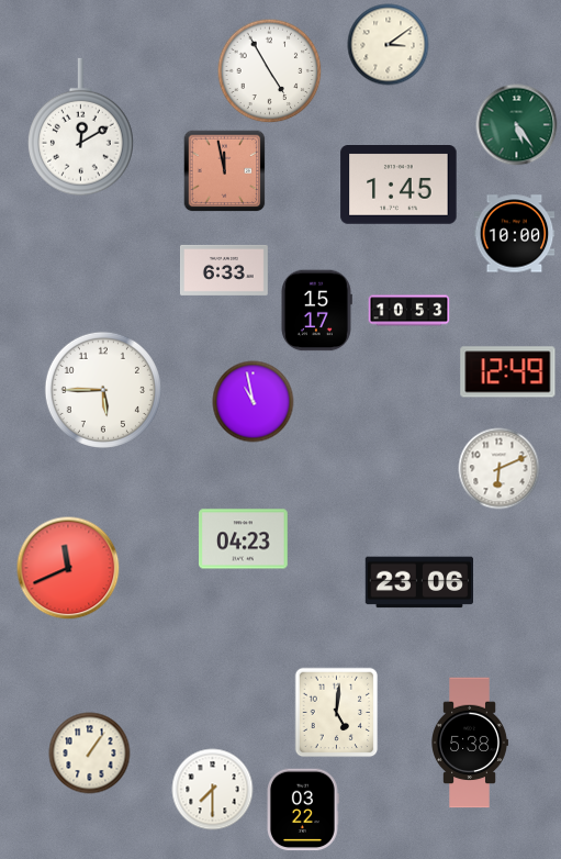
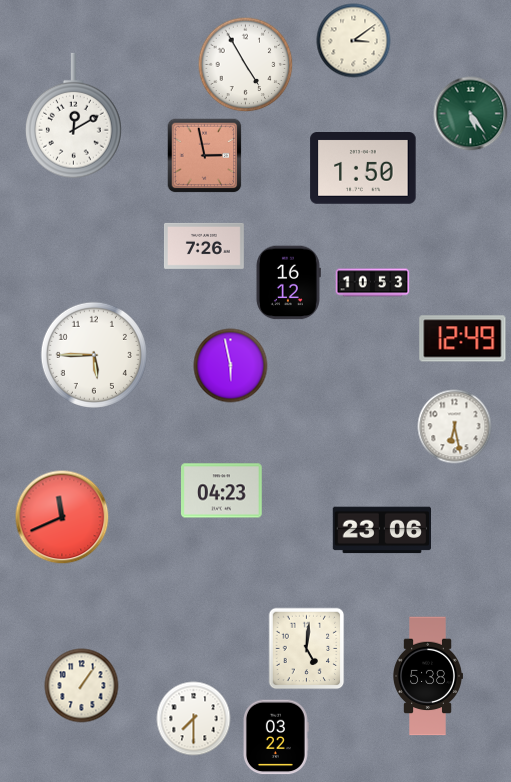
clock at (225, 171): 11:58 -> 2:58
clock at (399, 186): 1:45 -> 1:50
clock at (515, 234): 10:00 -> none
clock at (224, 270): 6:33 -> 7:26
clock at (316, 311): 15:17 -> 16:12
clock at (254, 402): 10:58 -> 5:58
clock at (500, 469): 6:11 -> 6:28
